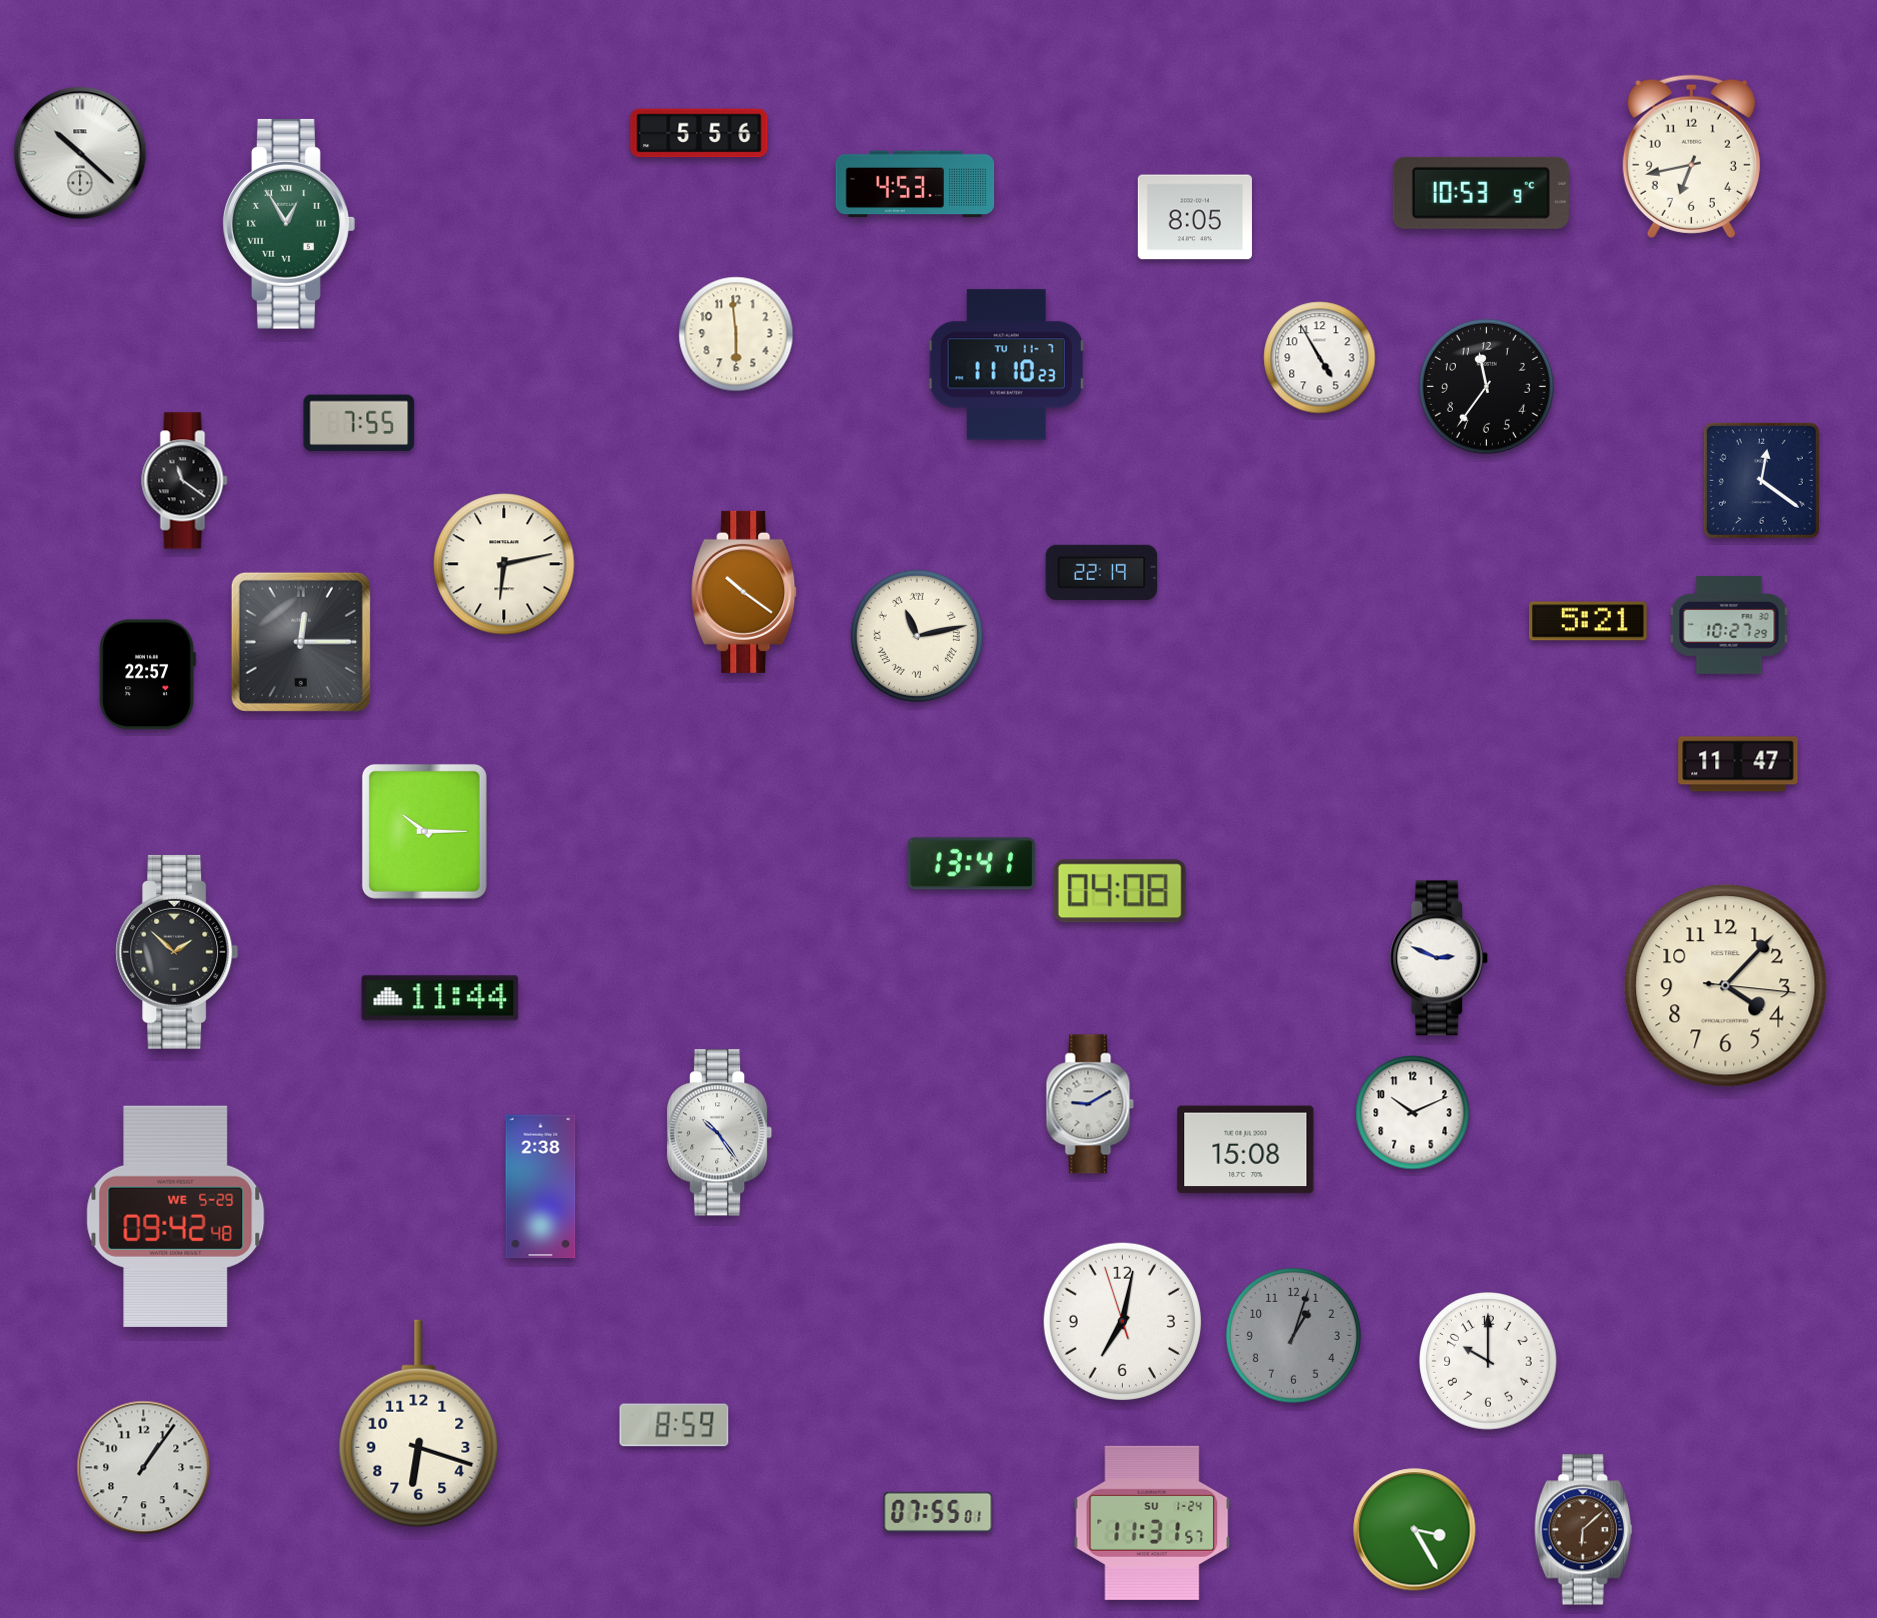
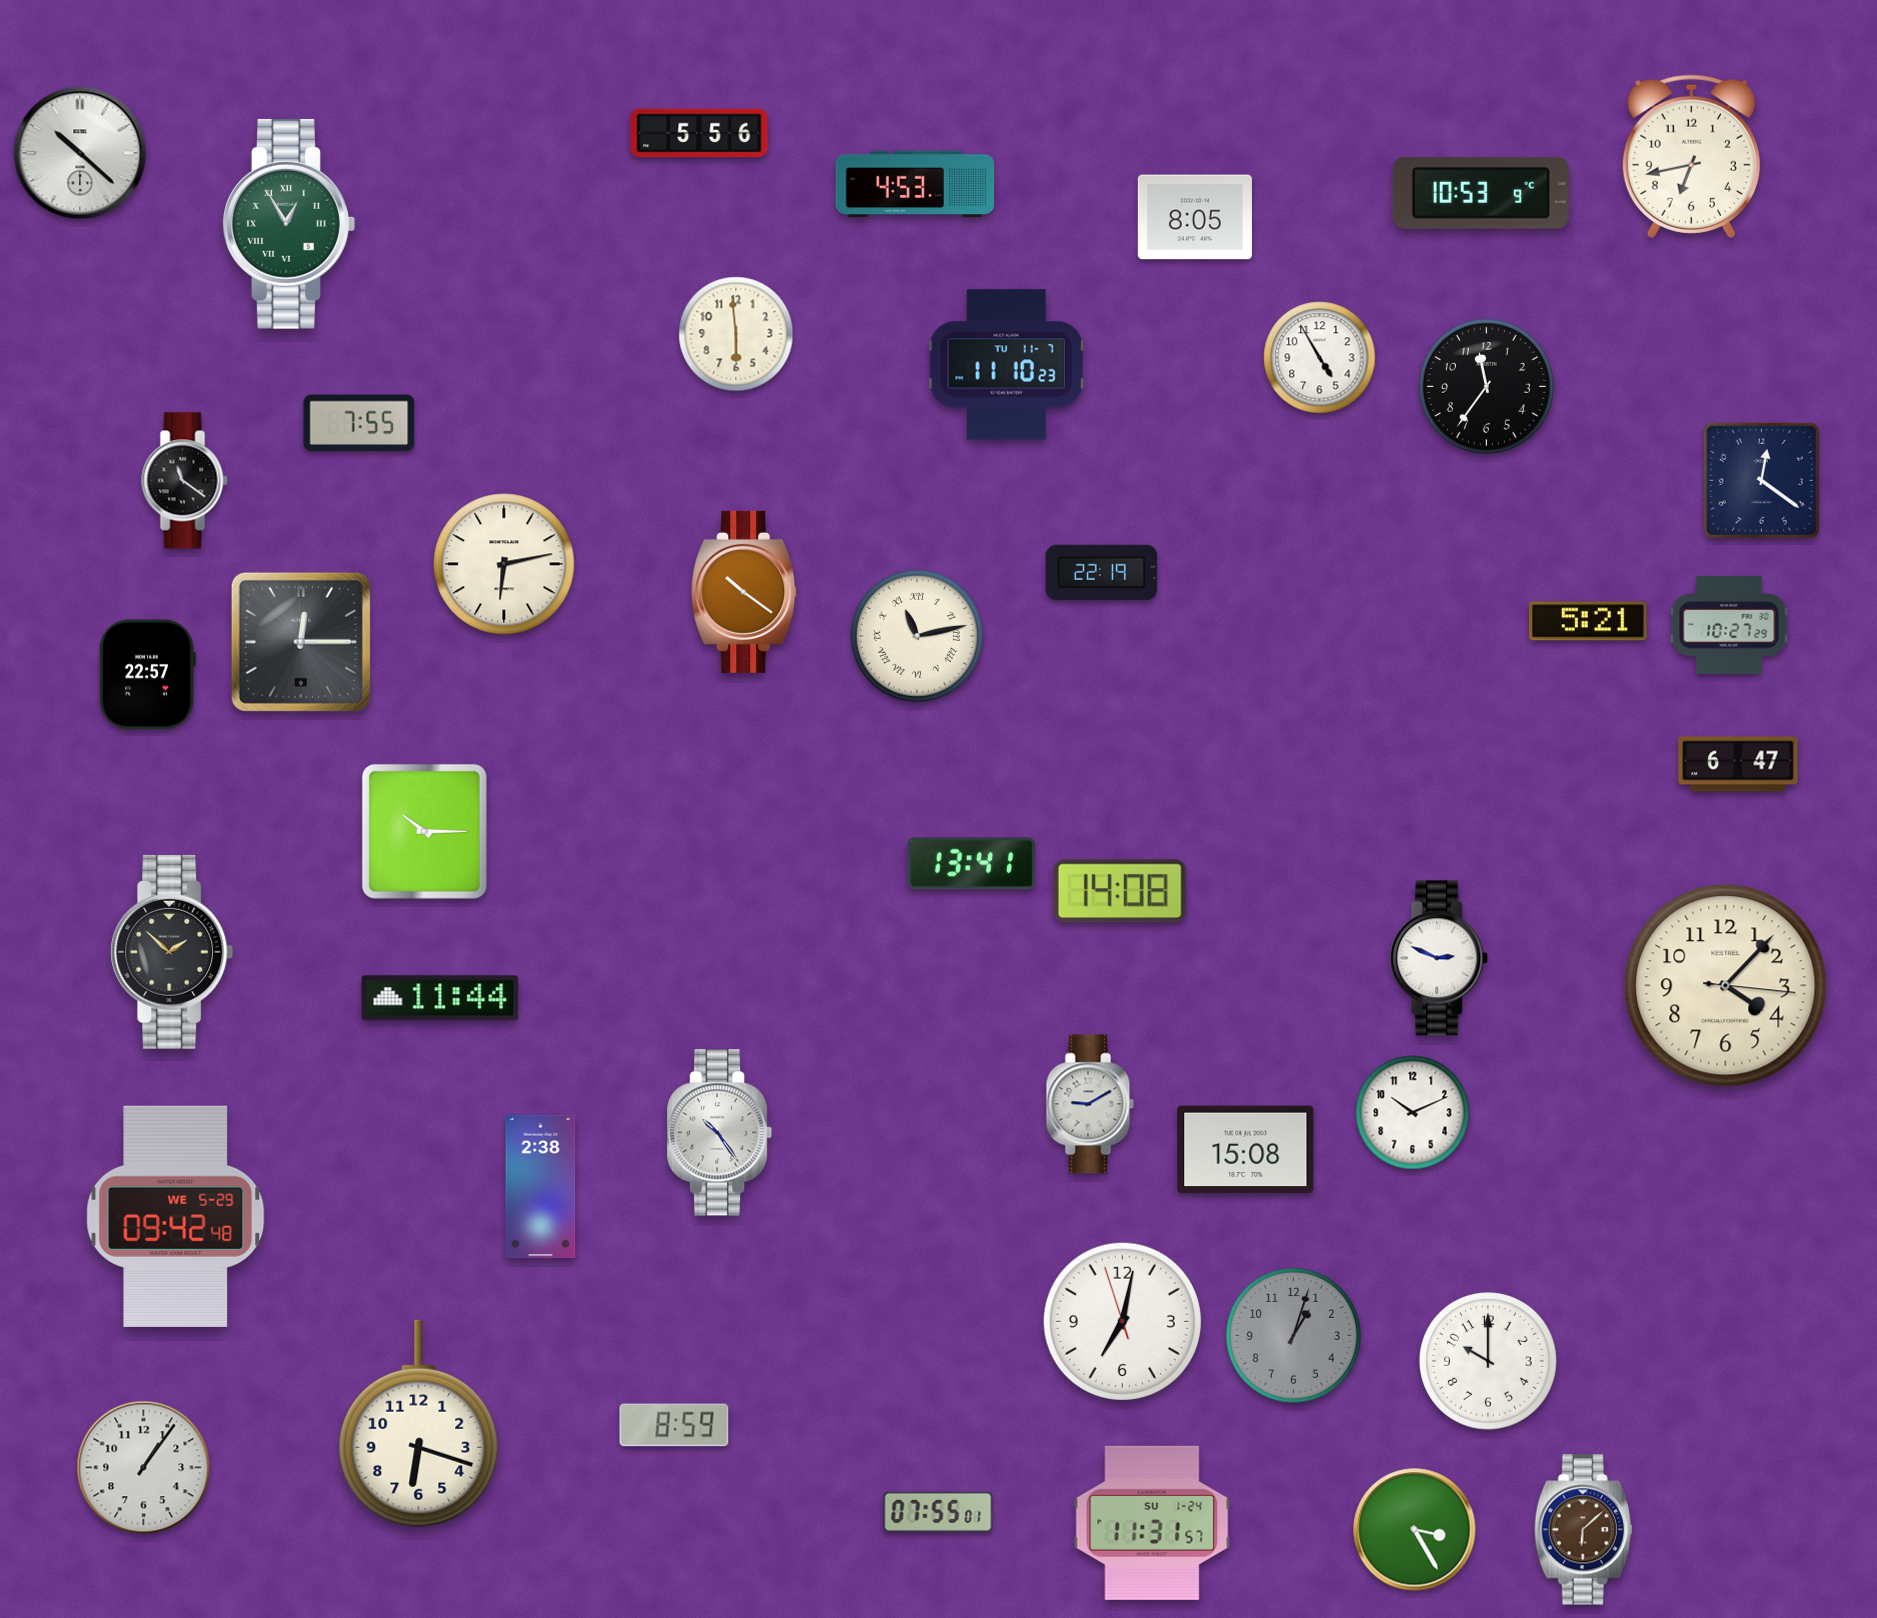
clock at (1738, 764): 11:47 -> 6:47
clock at (1120, 891): 04:08 -> 14:08
clock at (177, 952) position: (177, 952) -> (172, 952)
